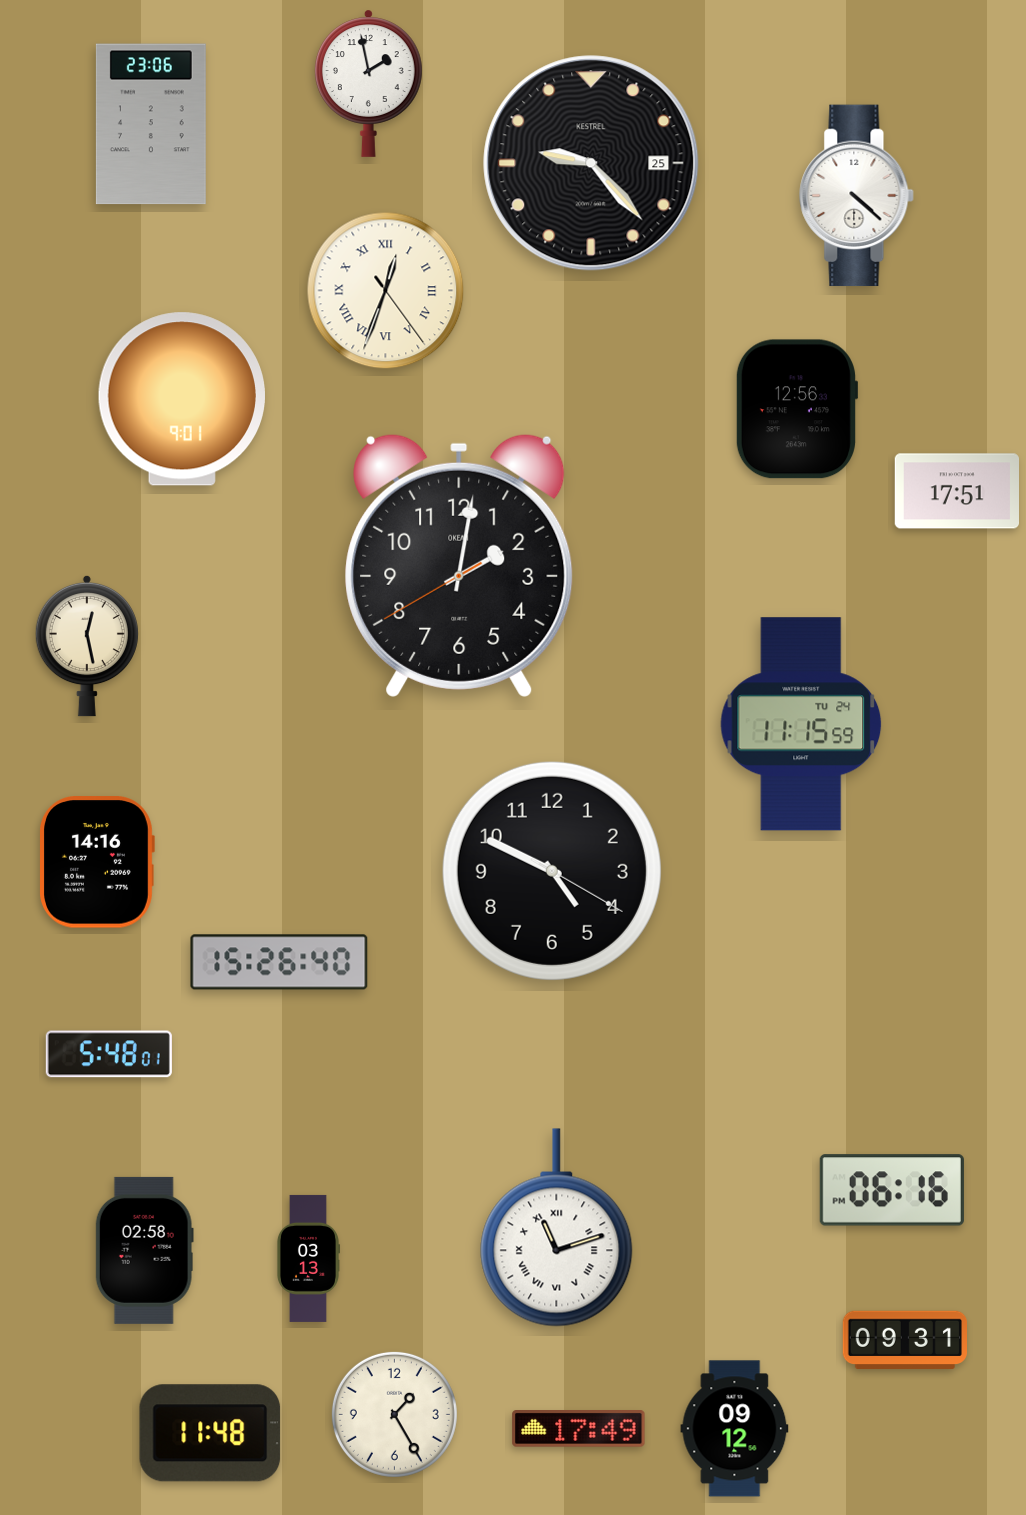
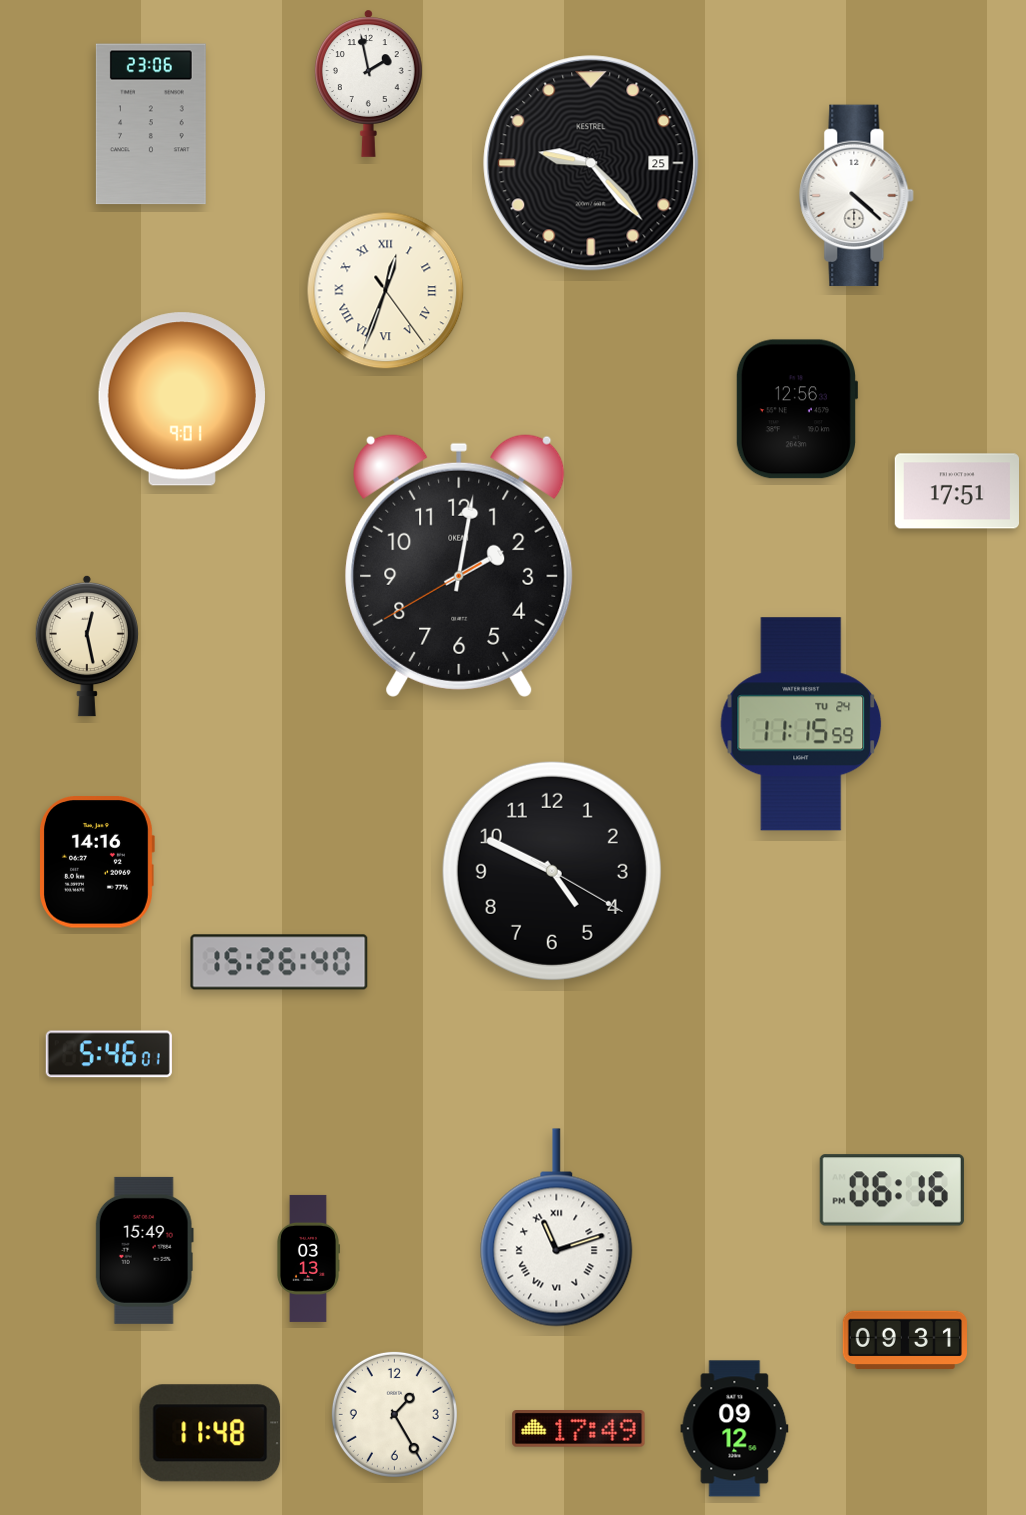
clock at (109, 1054): 5:48 -> 5:46
clock at (144, 1250): 02:58 -> 15:49
